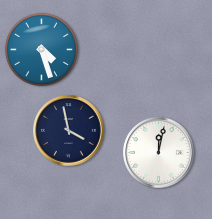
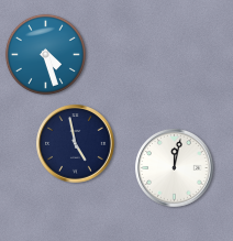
clock at (69, 131): 3:58 -> 4:58
